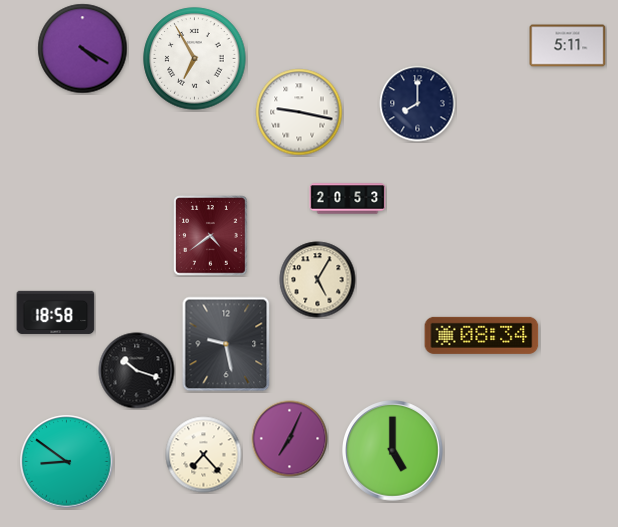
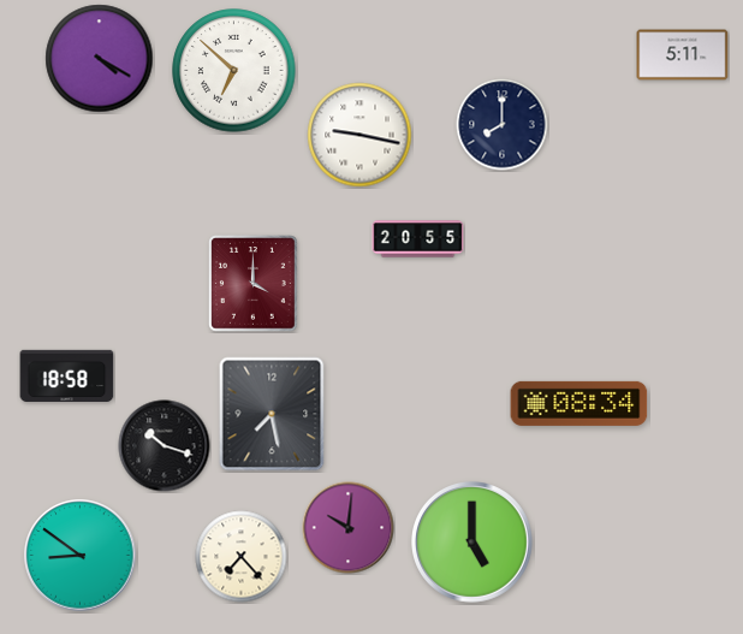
clock at (195, 59): 6:55 -> 6:52
clock at (348, 199): 20:53 -> 20:55
clock at (211, 236): 4:39 -> 4:00
clock at (318, 280): 5:05 -> none
clock at (226, 344): 9:28 -> 7:28
clock at (290, 439): 7:04 -> 10:01
clock at (204, 455) position: (204, 455) -> (242, 557)
